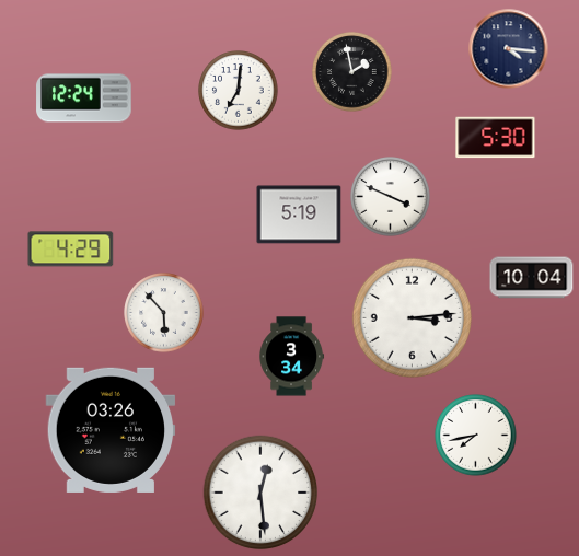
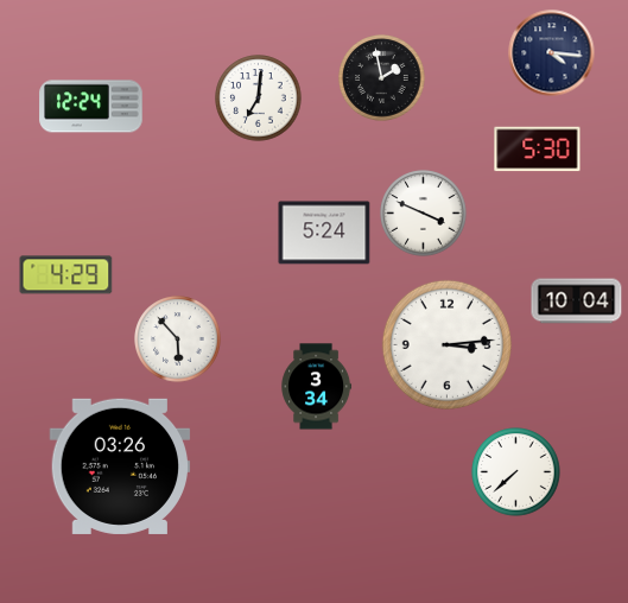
clock at (299, 215): 5:19 -> 5:24
clock at (71, 250) position: (71, 250) -> (66, 275)
clock at (476, 436): 7:43 -> 7:38
clock at (260, 493): 12:29 -> none
